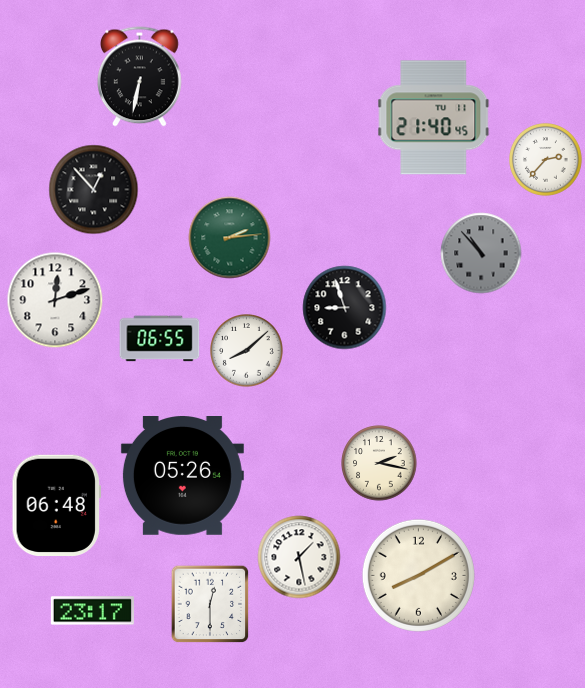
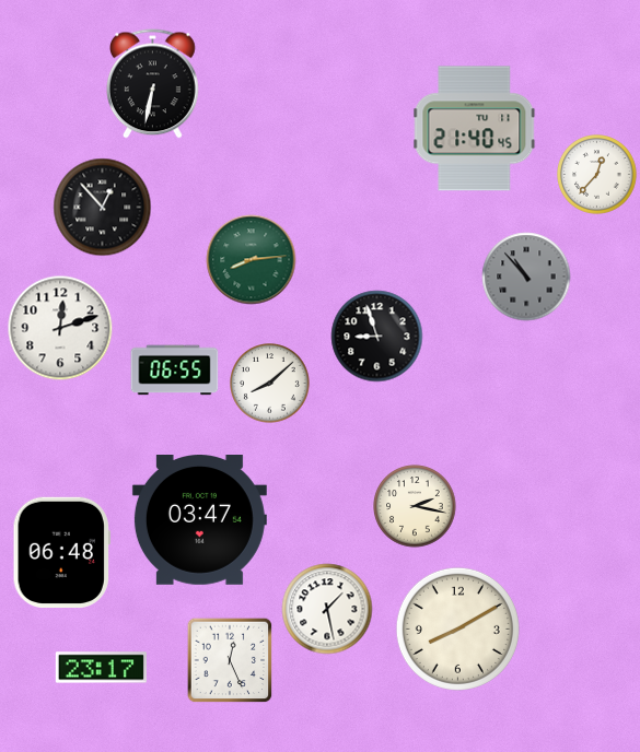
clock at (546, 160): 2:37 -> 12:37
clock at (230, 238): 2:14 -> 8:14
clock at (182, 476): 05:26 -> 03:47
clock at (210, 604): 12:30 -> 12:26
